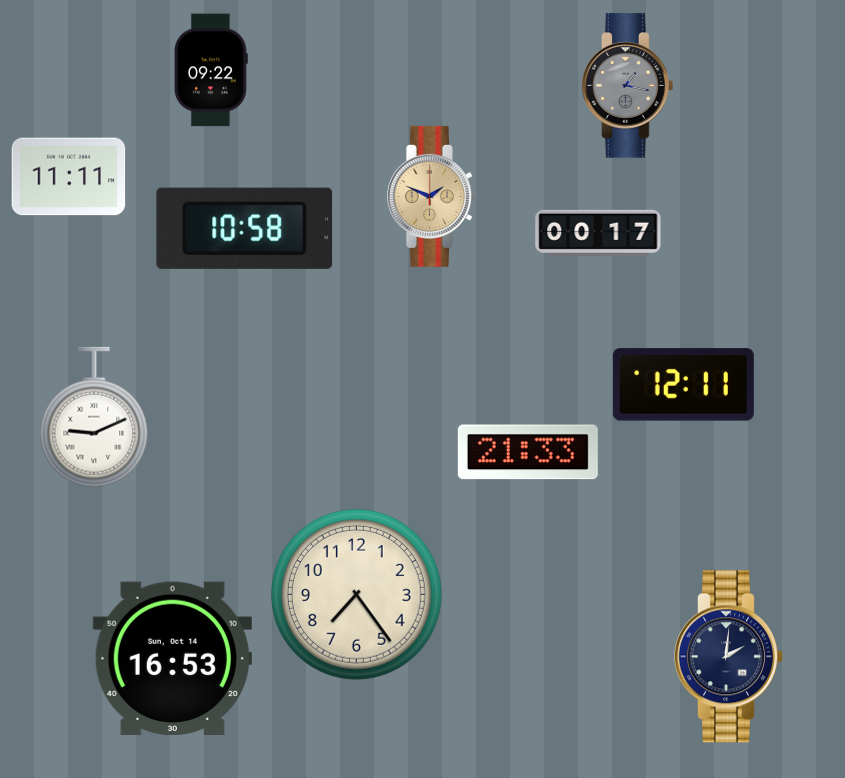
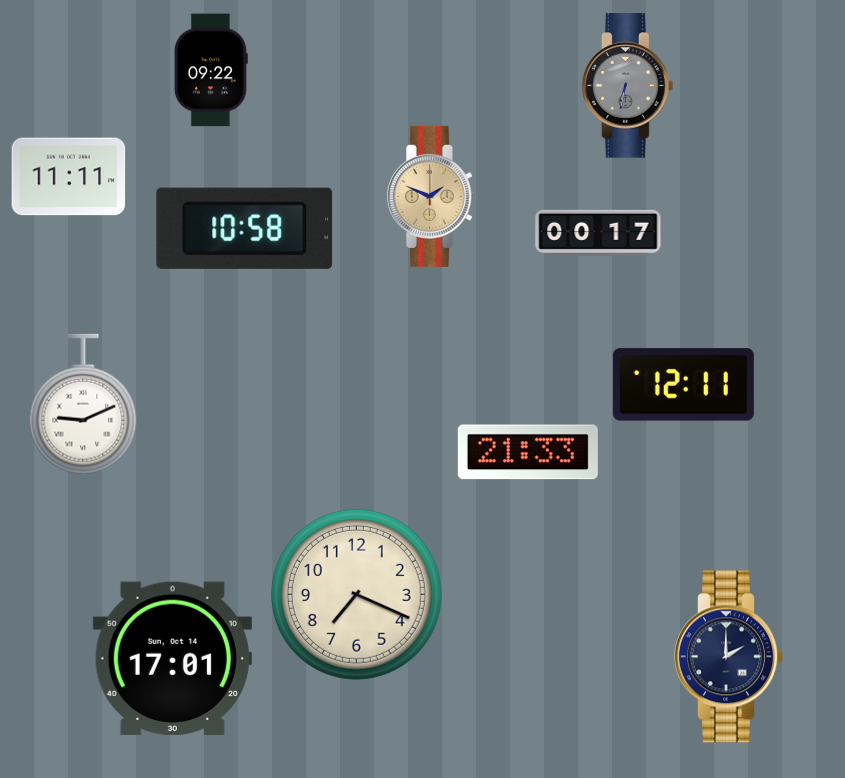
clock at (628, 86): 1:17 -> 6:32
clock at (94, 417) position: (94, 417) -> (83, 404)
clock at (356, 594): 7:24 -> 7:19
clock at (728, 657): 2:01 -> 2:00
clock at (172, 658): 16:53 -> 17:01
